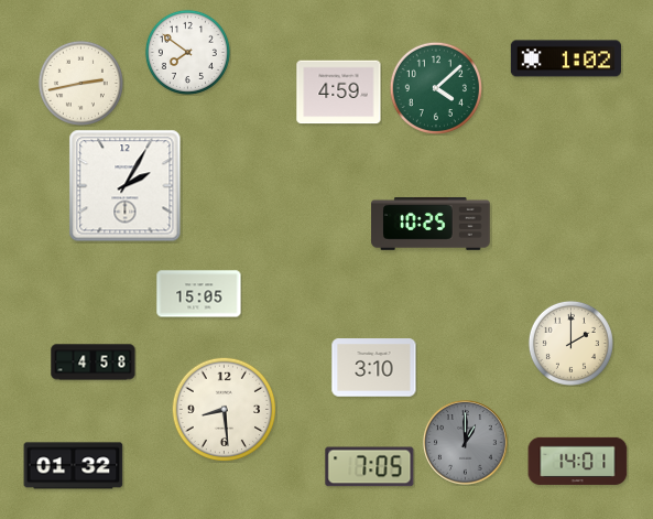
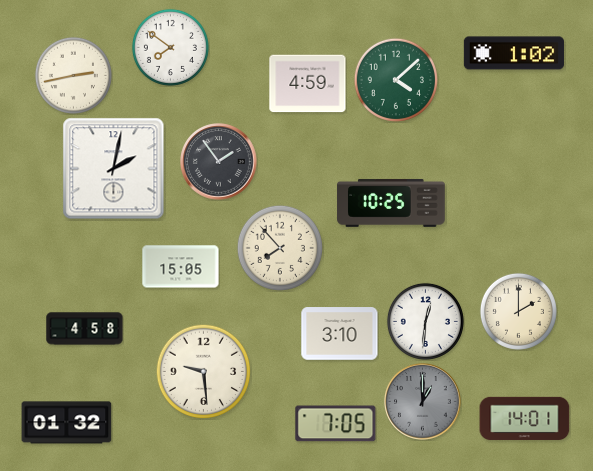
clock at (219, 162): none -> 1:54
clock at (126, 186): 2:05 -> 2:02
clock at (280, 248): none -> 7:53
clock at (425, 321): none -> 12:31
clock at (224, 409): 8:29 -> 9:29
